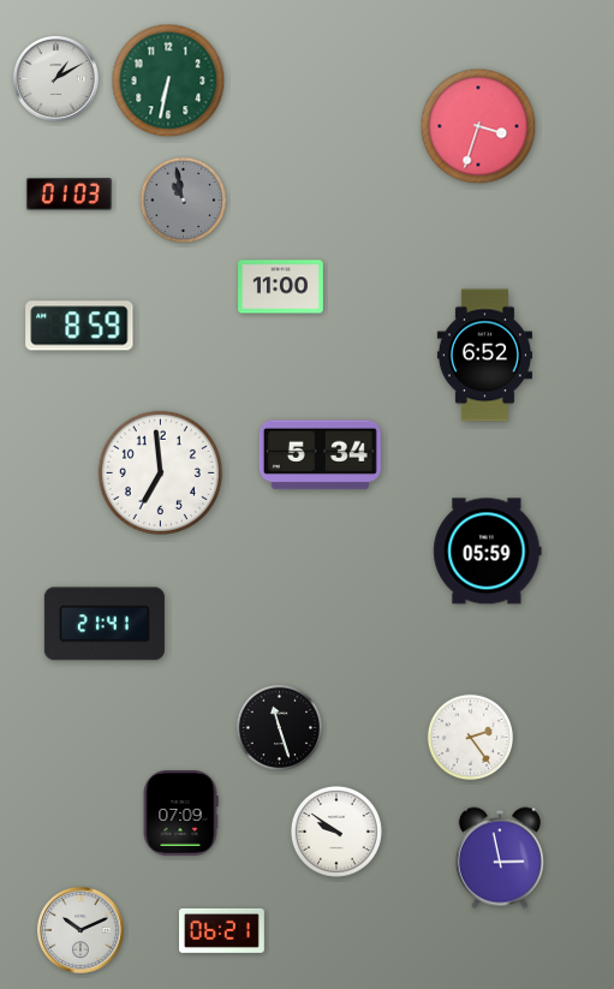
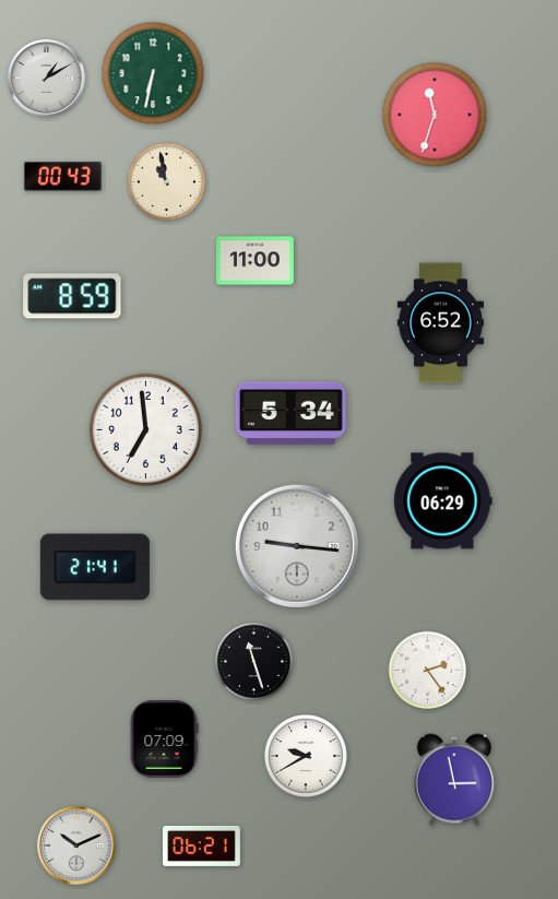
clock at (56, 79) position: (56, 79) -> (47, 79)
clock at (478, 126): 3:33 -> 11:33
clock at (68, 195): 01:03 -> 00:43
clock at (184, 201) dial: grey -> cream
clock at (488, 552): 05:59 -> 06:29
clock at (297, 546): none -> 9:16
clock at (336, 832): 9:51 -> 9:40
clock at (81, 930) position: (81, 930) -> (76, 845)
